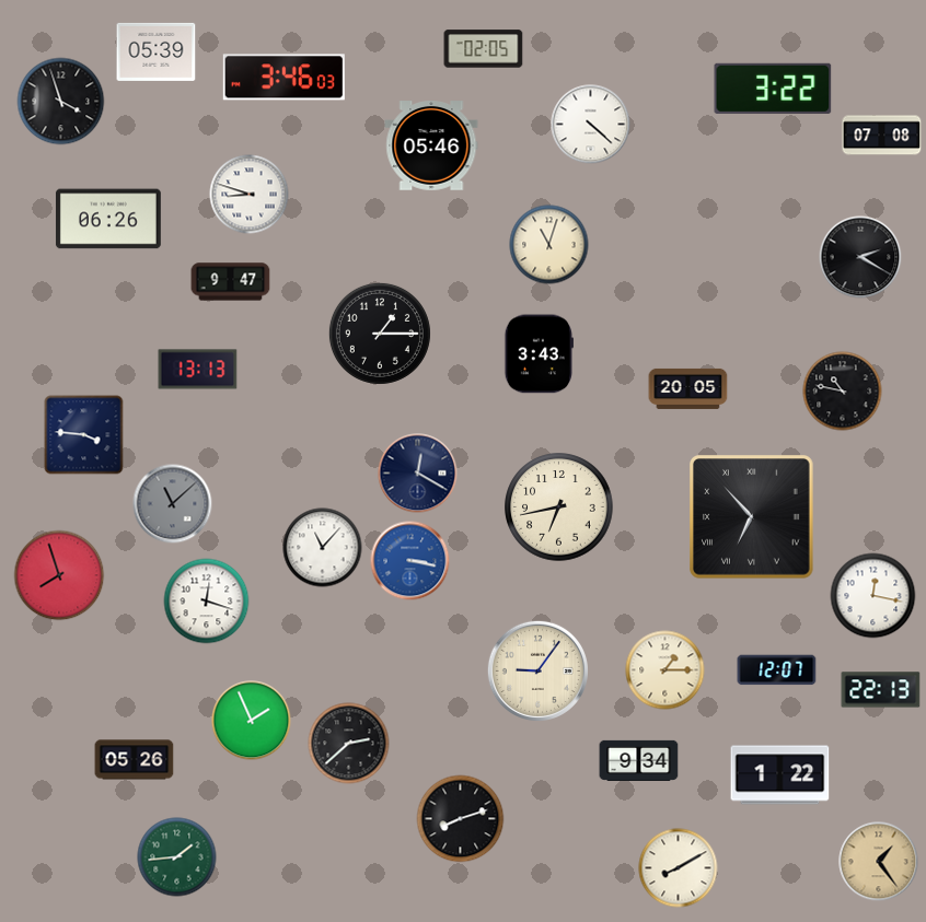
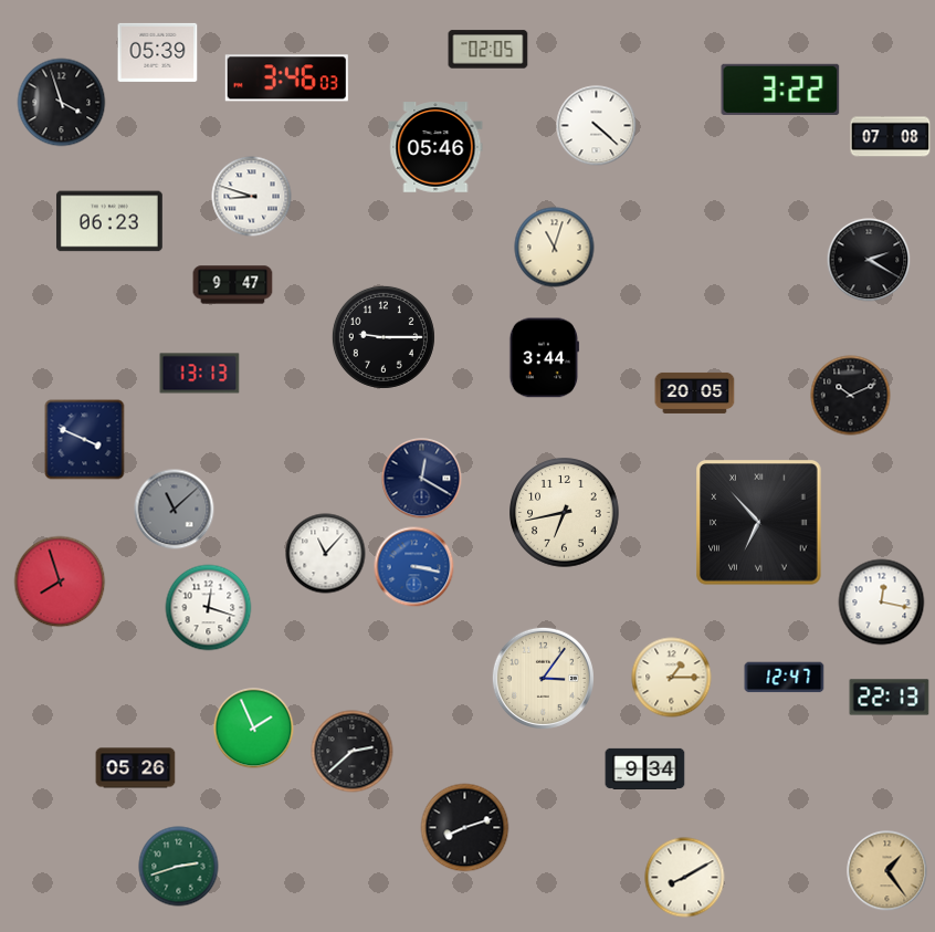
clock at (108, 219): 06:26 -> 06:23
clock at (380, 334): 1:15 -> 9:15
clock at (539, 354): 3:43 -> 3:44
clock at (843, 392): 10:47 -> 10:11
clock at (84, 435): 3:46 -> 3:49
clock at (537, 670): 9:06 -> 3:06
clock at (777, 670): 12:07 -> 12:47
clock at (780, 775): 1:22 -> none
clock at (177, 857): 1:44 -> 2:42
